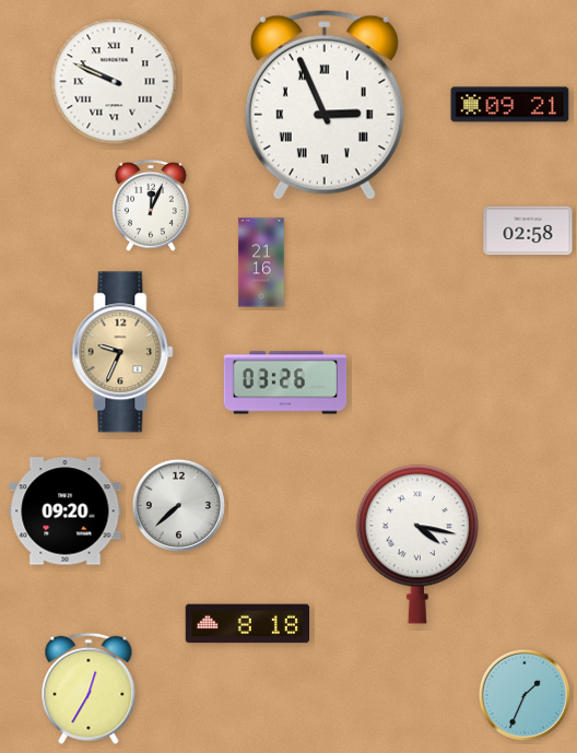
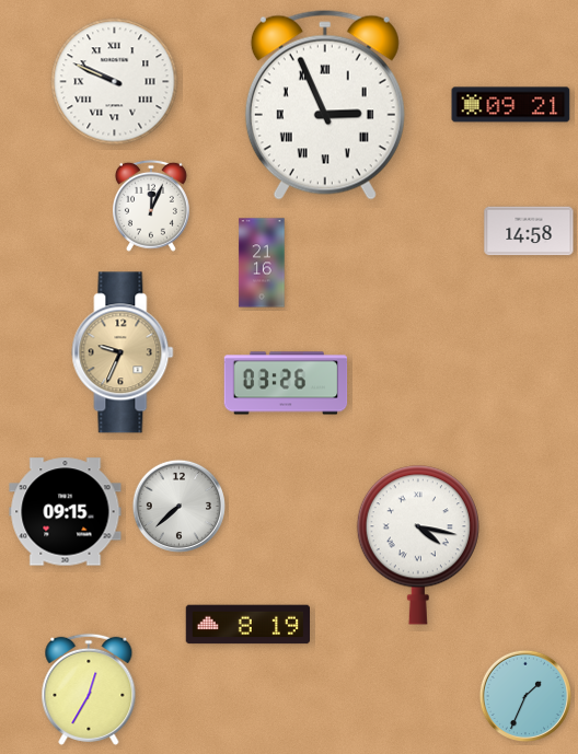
clock at (528, 231): 02:58 -> 14:58
clock at (66, 511): 09:20 -> 09:15
clock at (247, 624): 8:18 -> 8:19
